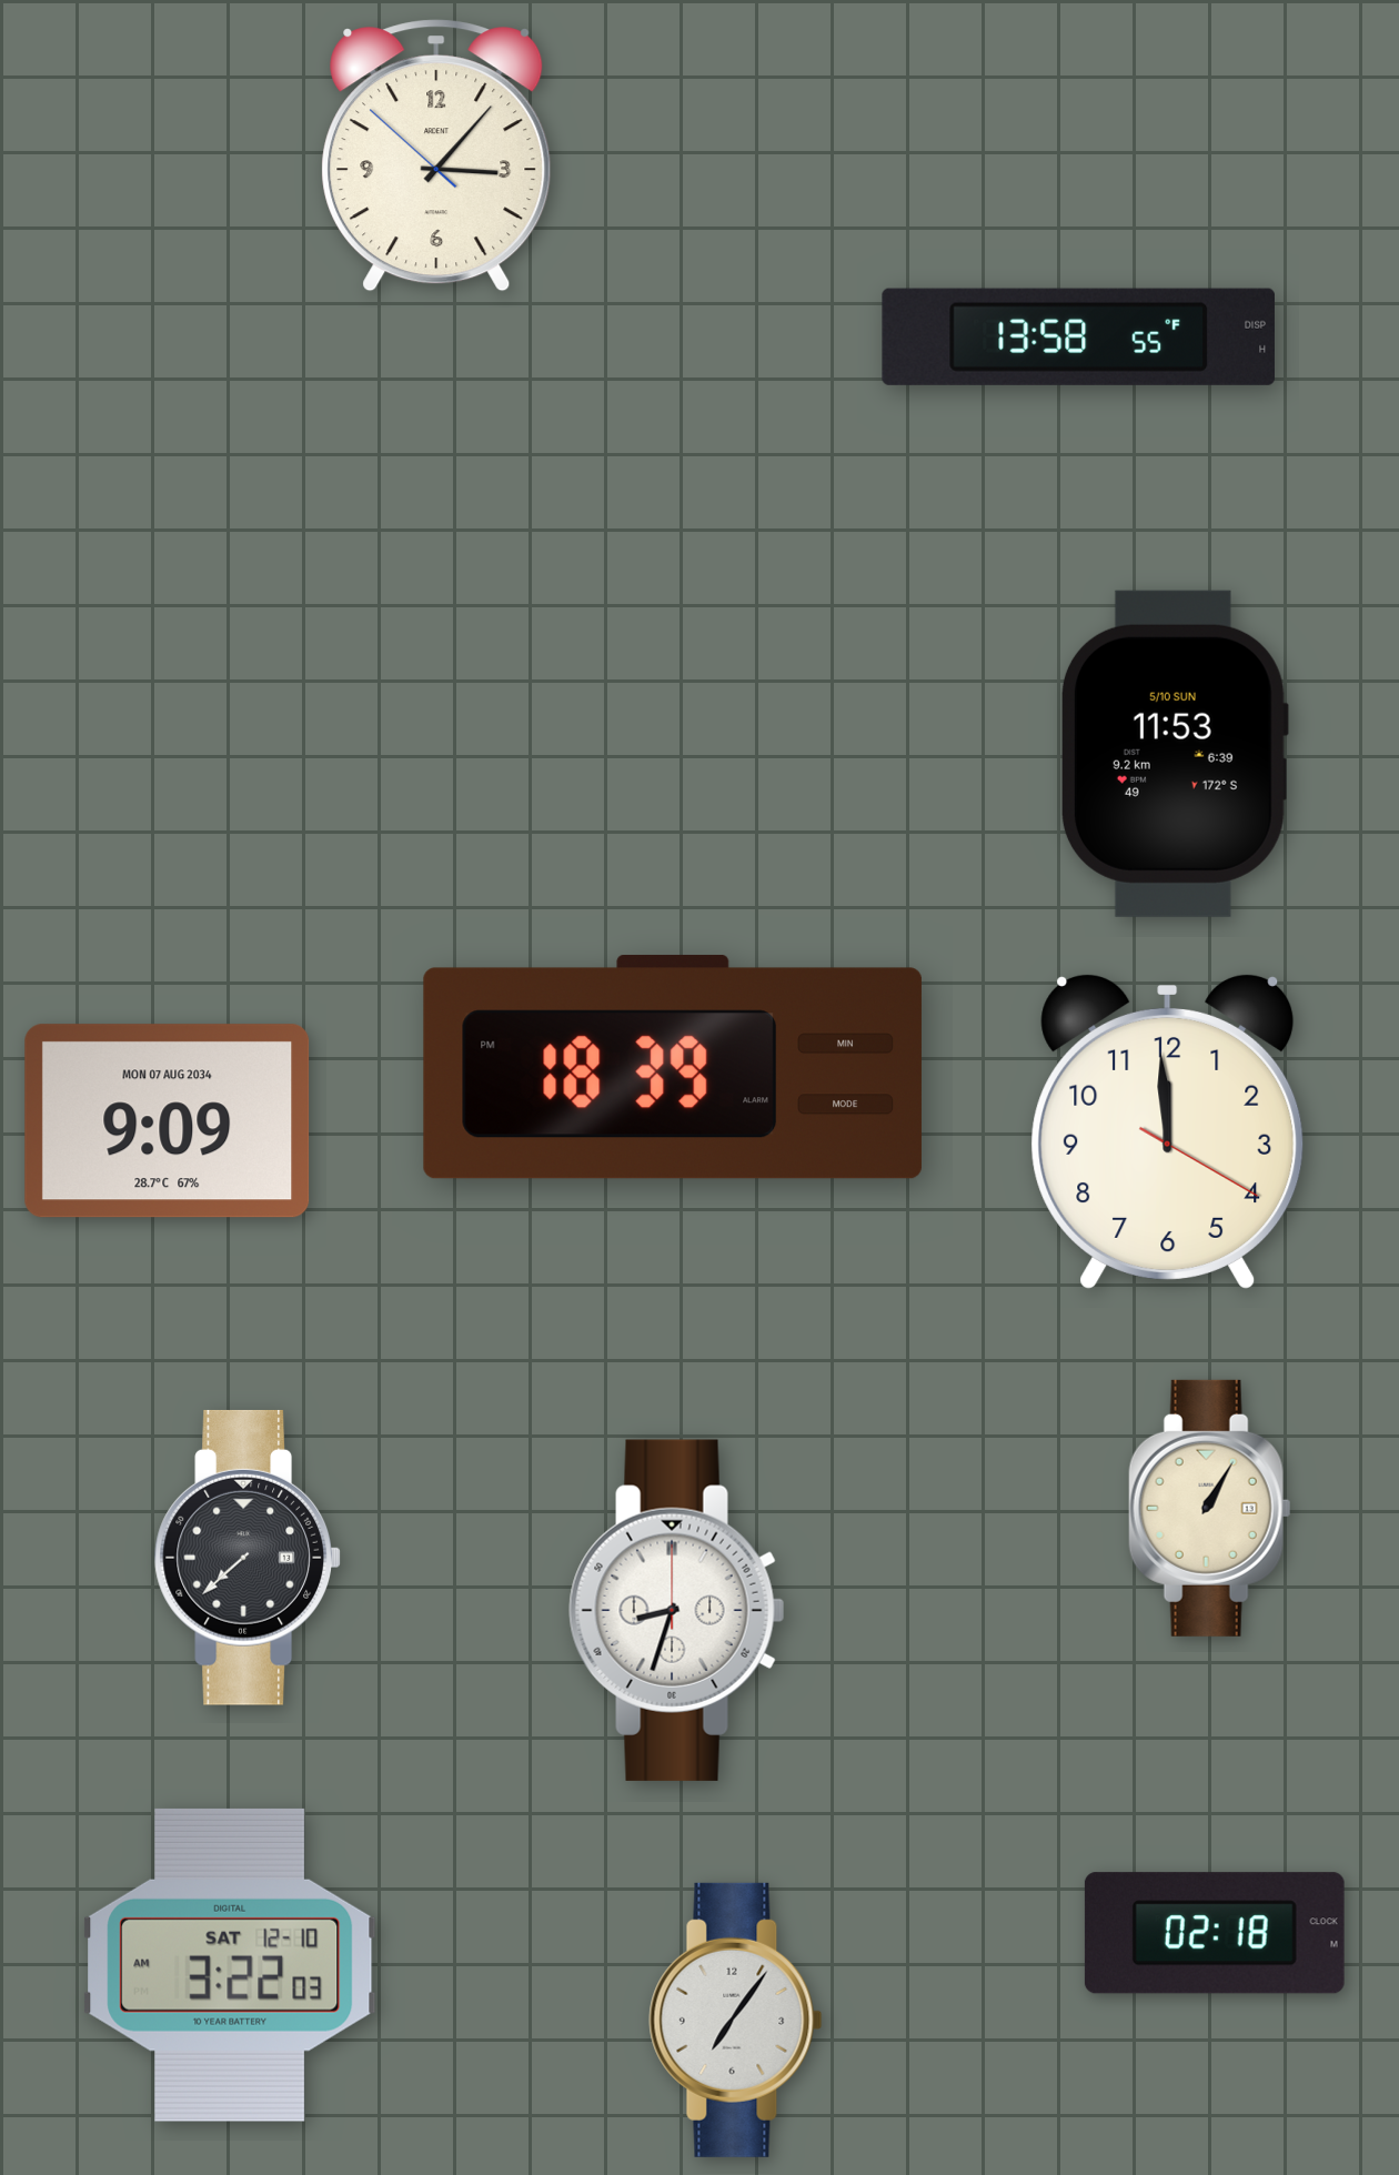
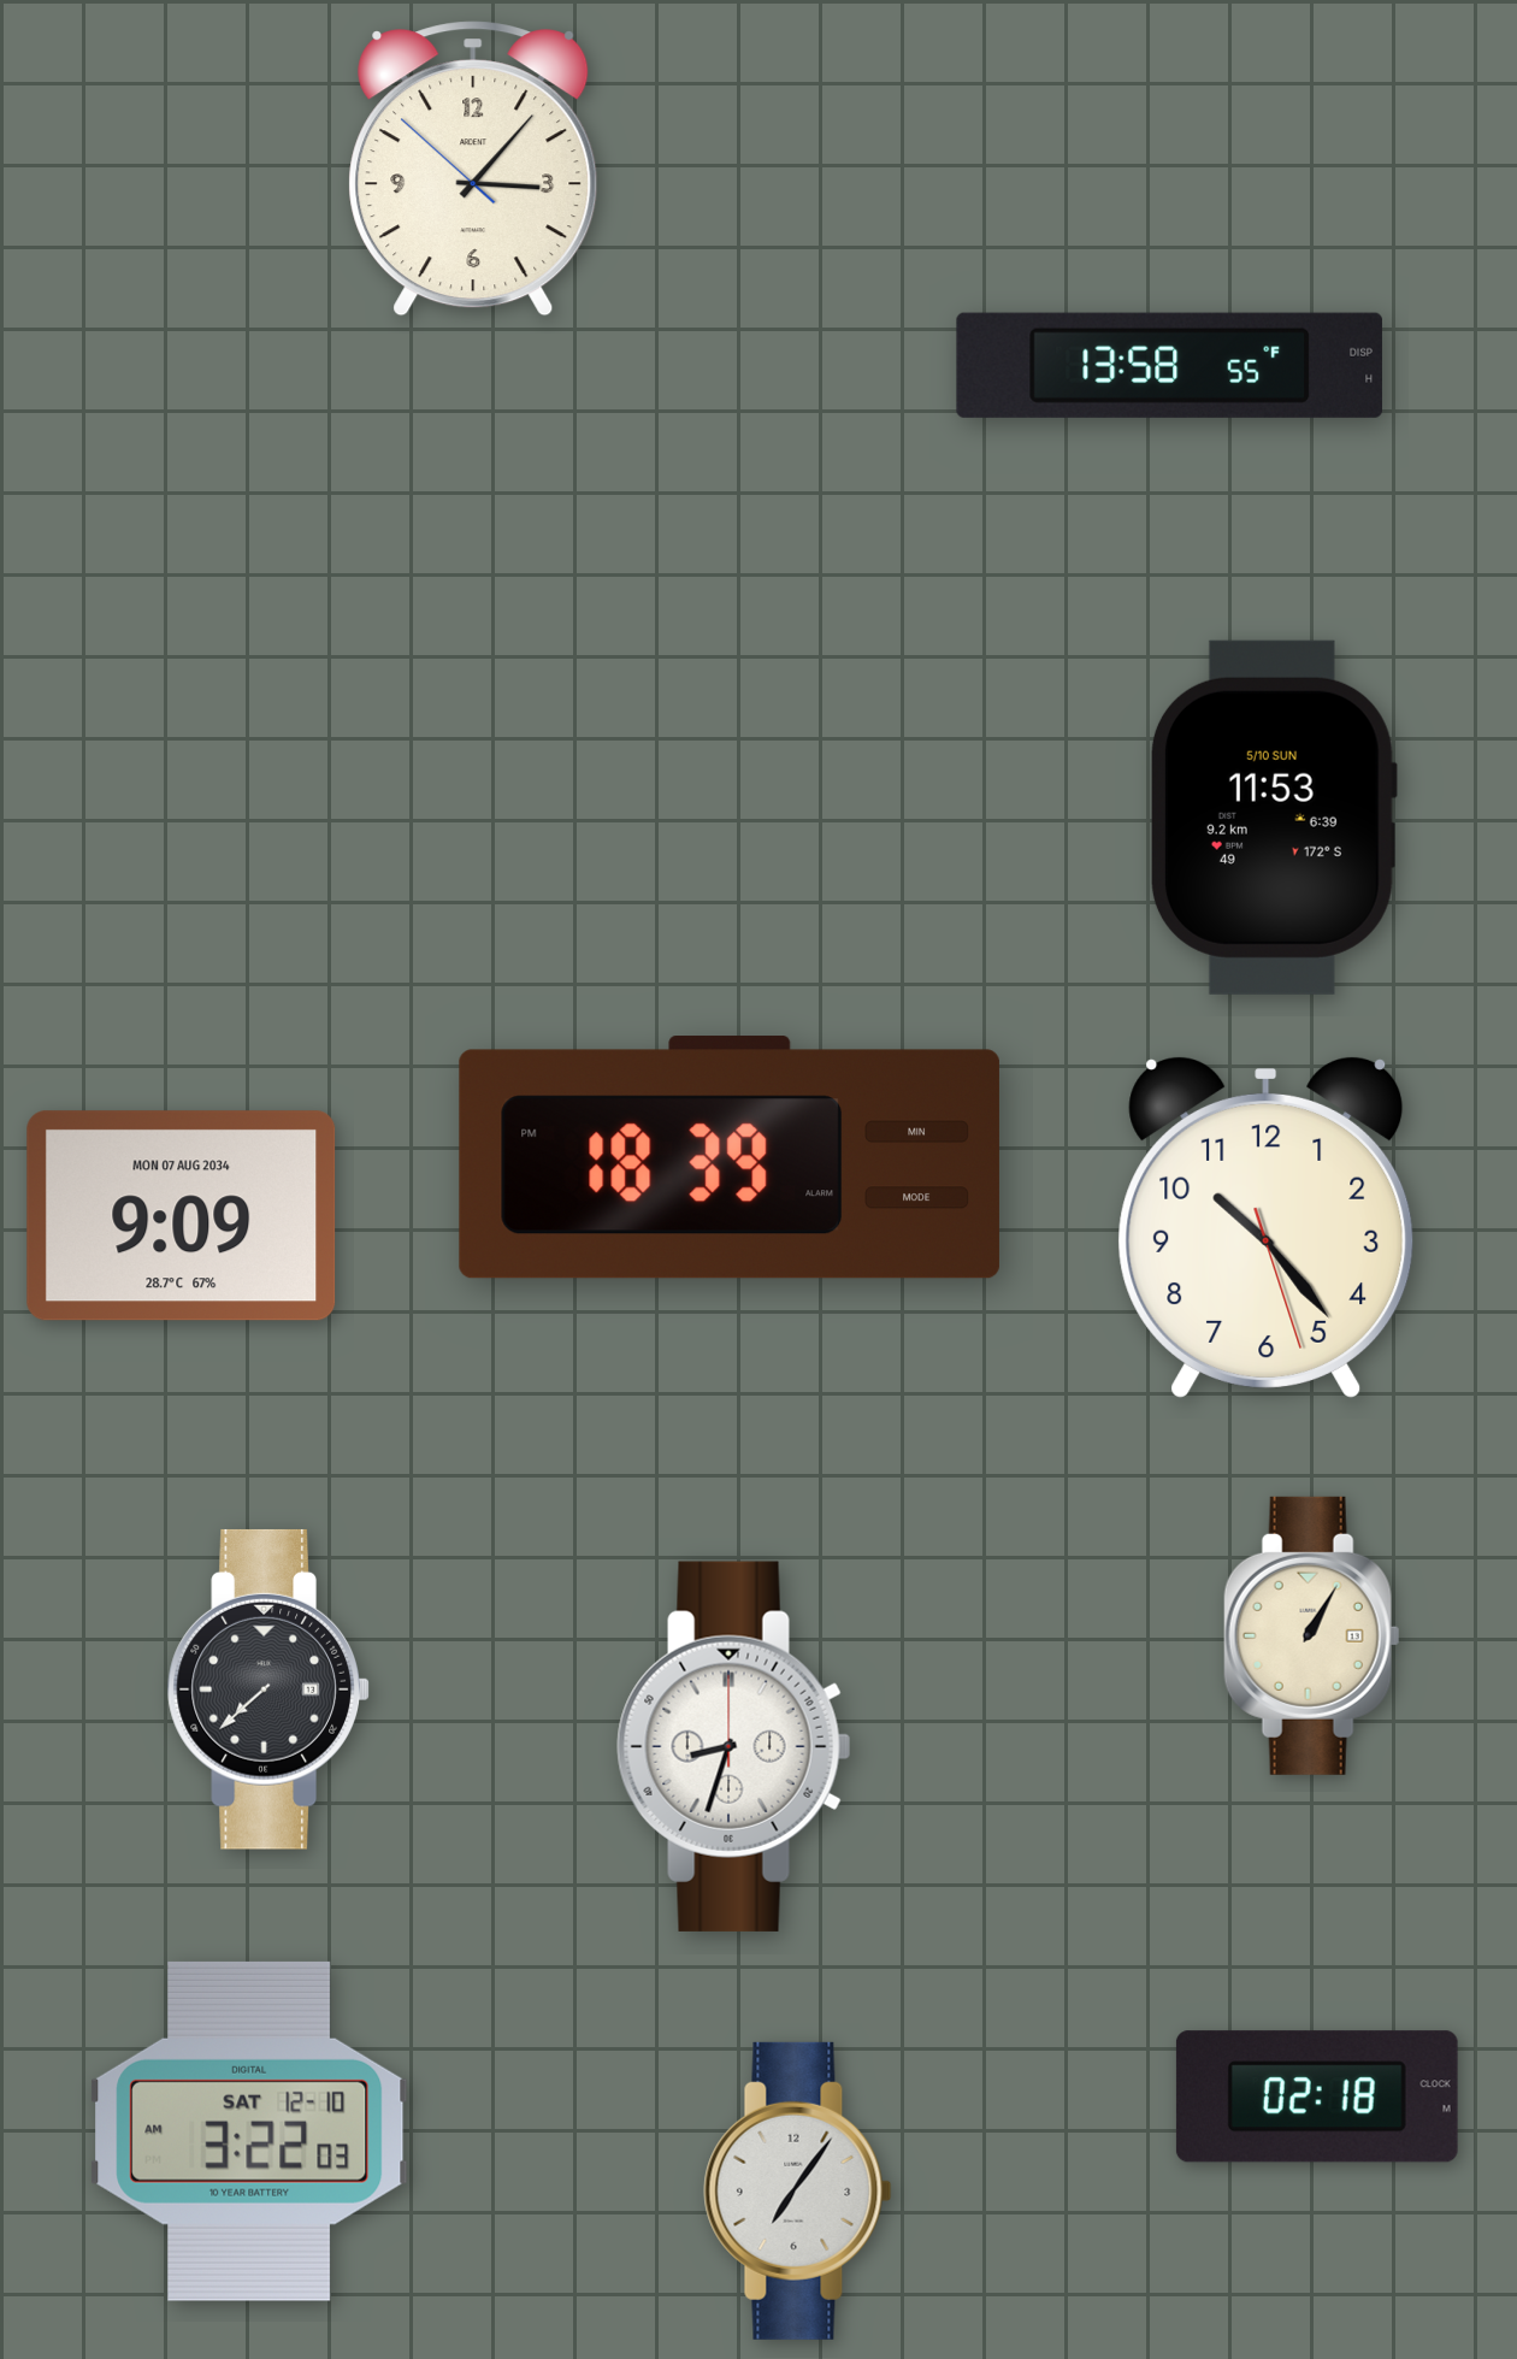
clock at (1168, 1131): 11:59 -> 10:23
